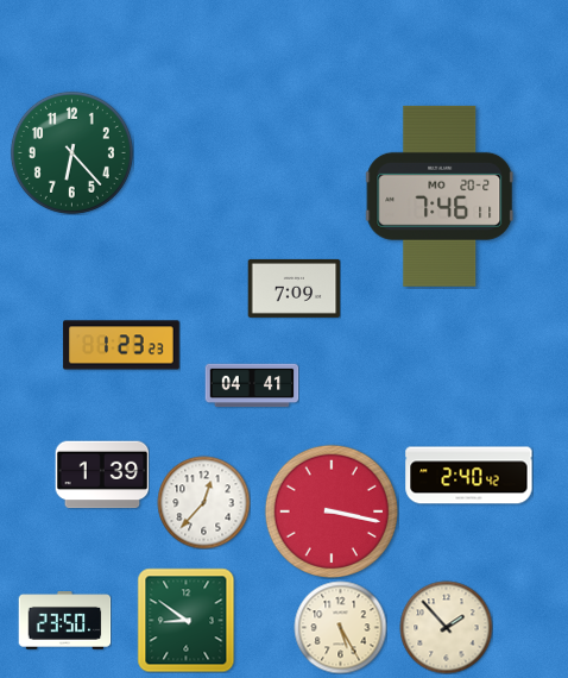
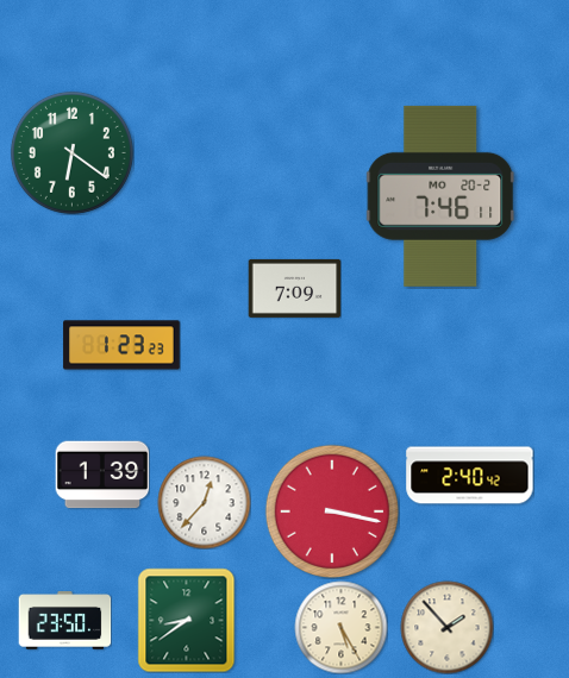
clock at (71, 152): 6:23 -> 6:21
clock at (252, 385): 04:41 -> none
clock at (187, 620): 8:51 -> 8:39
